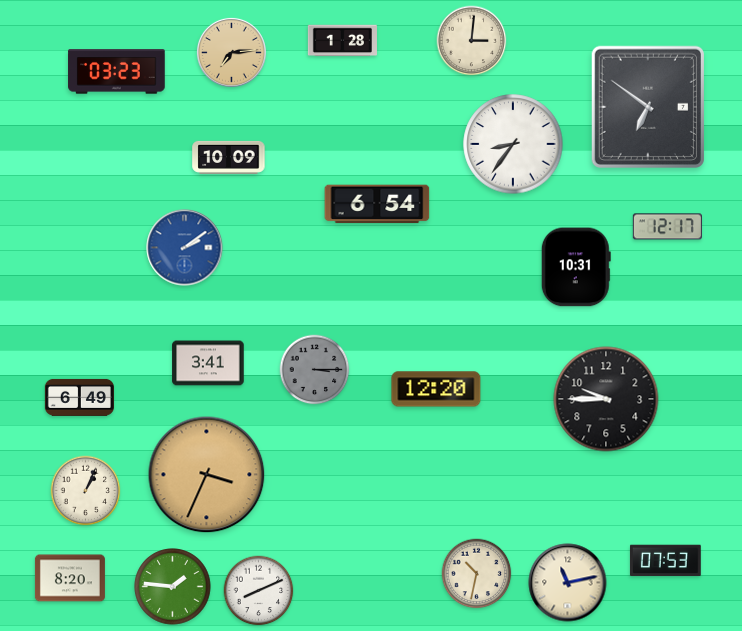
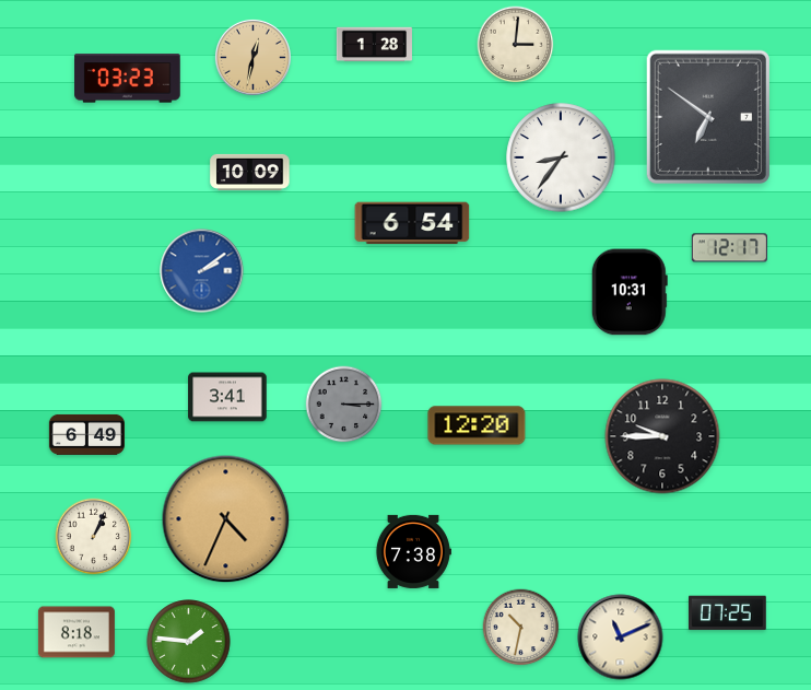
clock at (231, 52): 7:14 -> 12:32
clock at (207, 475): 3:34 -> 4:34
clock at (413, 551): none -> 7:38
clock at (665, 561): 07:53 -> 07:25
clock at (70, 578): 8:20 -> 8:18
clock at (568, 583): 11:13 -> 11:11
clock at (259, 591): 8:11 -> none
